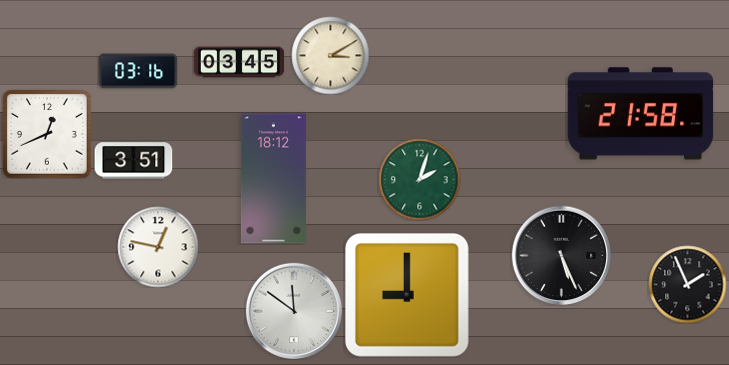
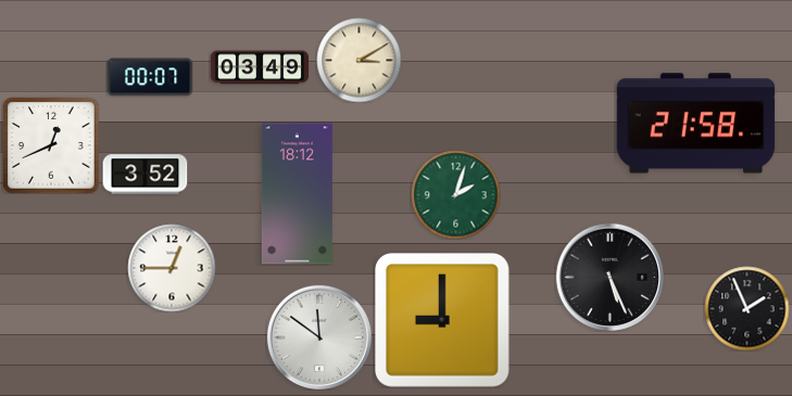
clock at (238, 62): 03:45 -> 03:49
clock at (138, 71): 03:16 -> 00:07
clock at (133, 161): 3:51 -> 3:52
clock at (158, 247): 12:47 -> 12:45
